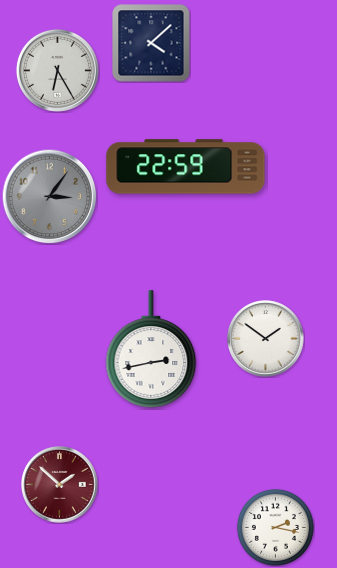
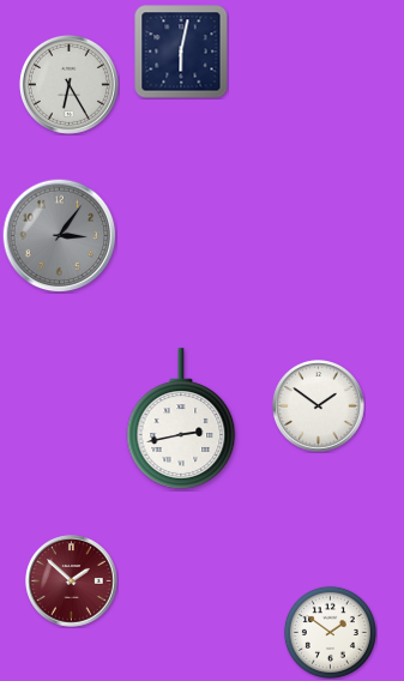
clock at (151, 43): 4:08 -> 6:02
clock at (186, 167): 22:59 -> none
clock at (275, 527): 2:17 -> 1:51
